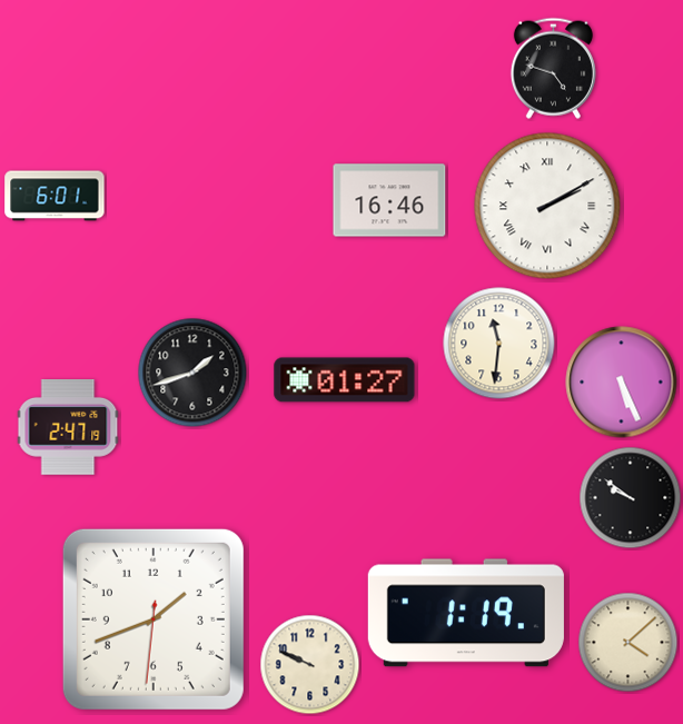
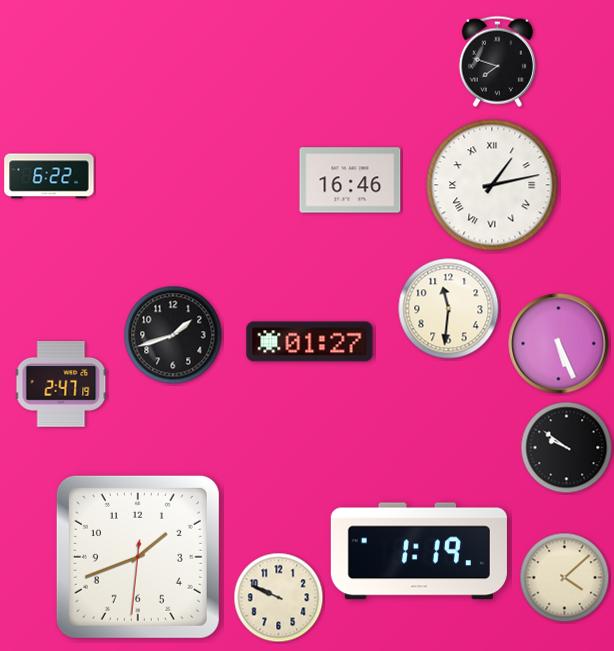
clock at (553, 68): 4:48 -> 7:48
clock at (55, 196): 6:01 -> 6:22
clock at (547, 206): 2:10 -> 1:13
